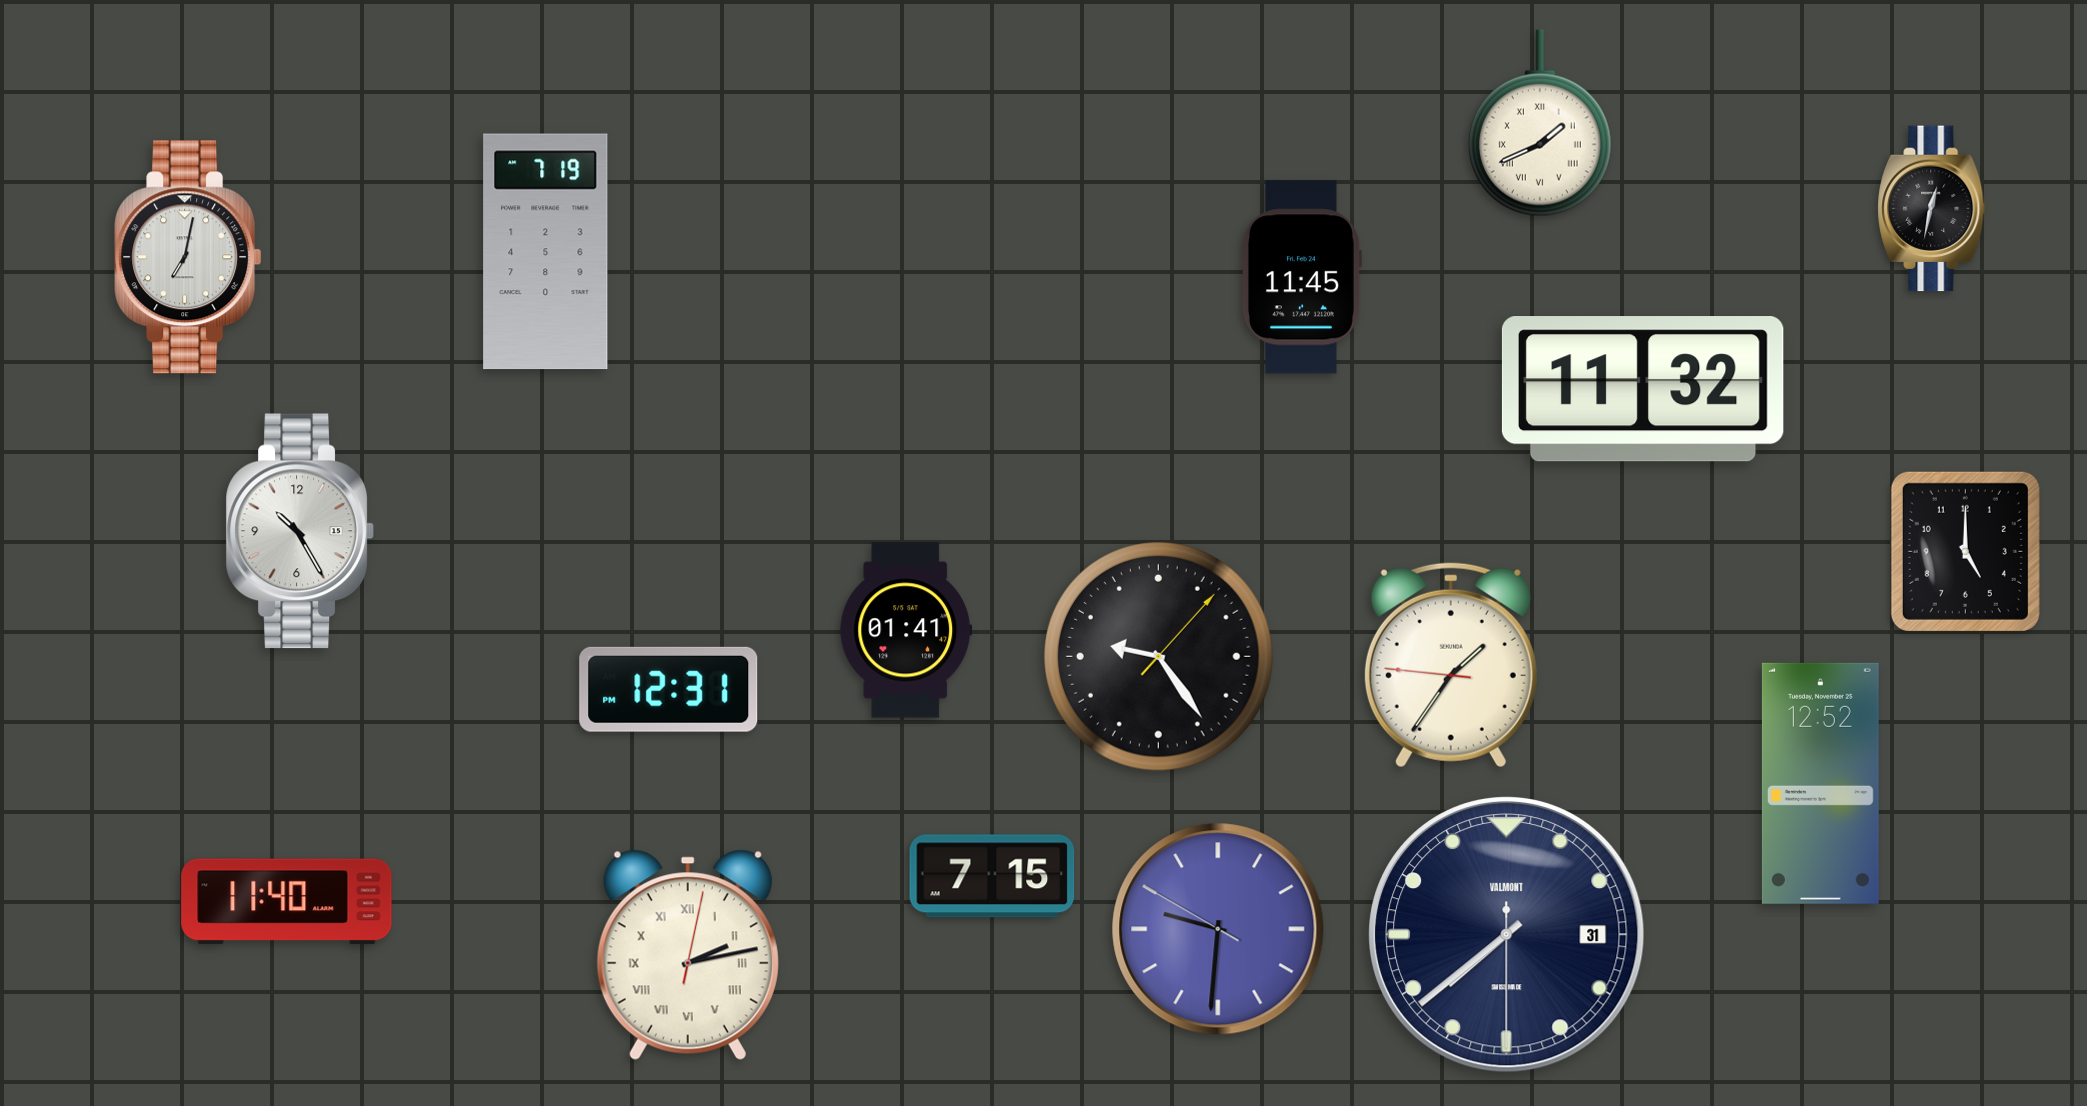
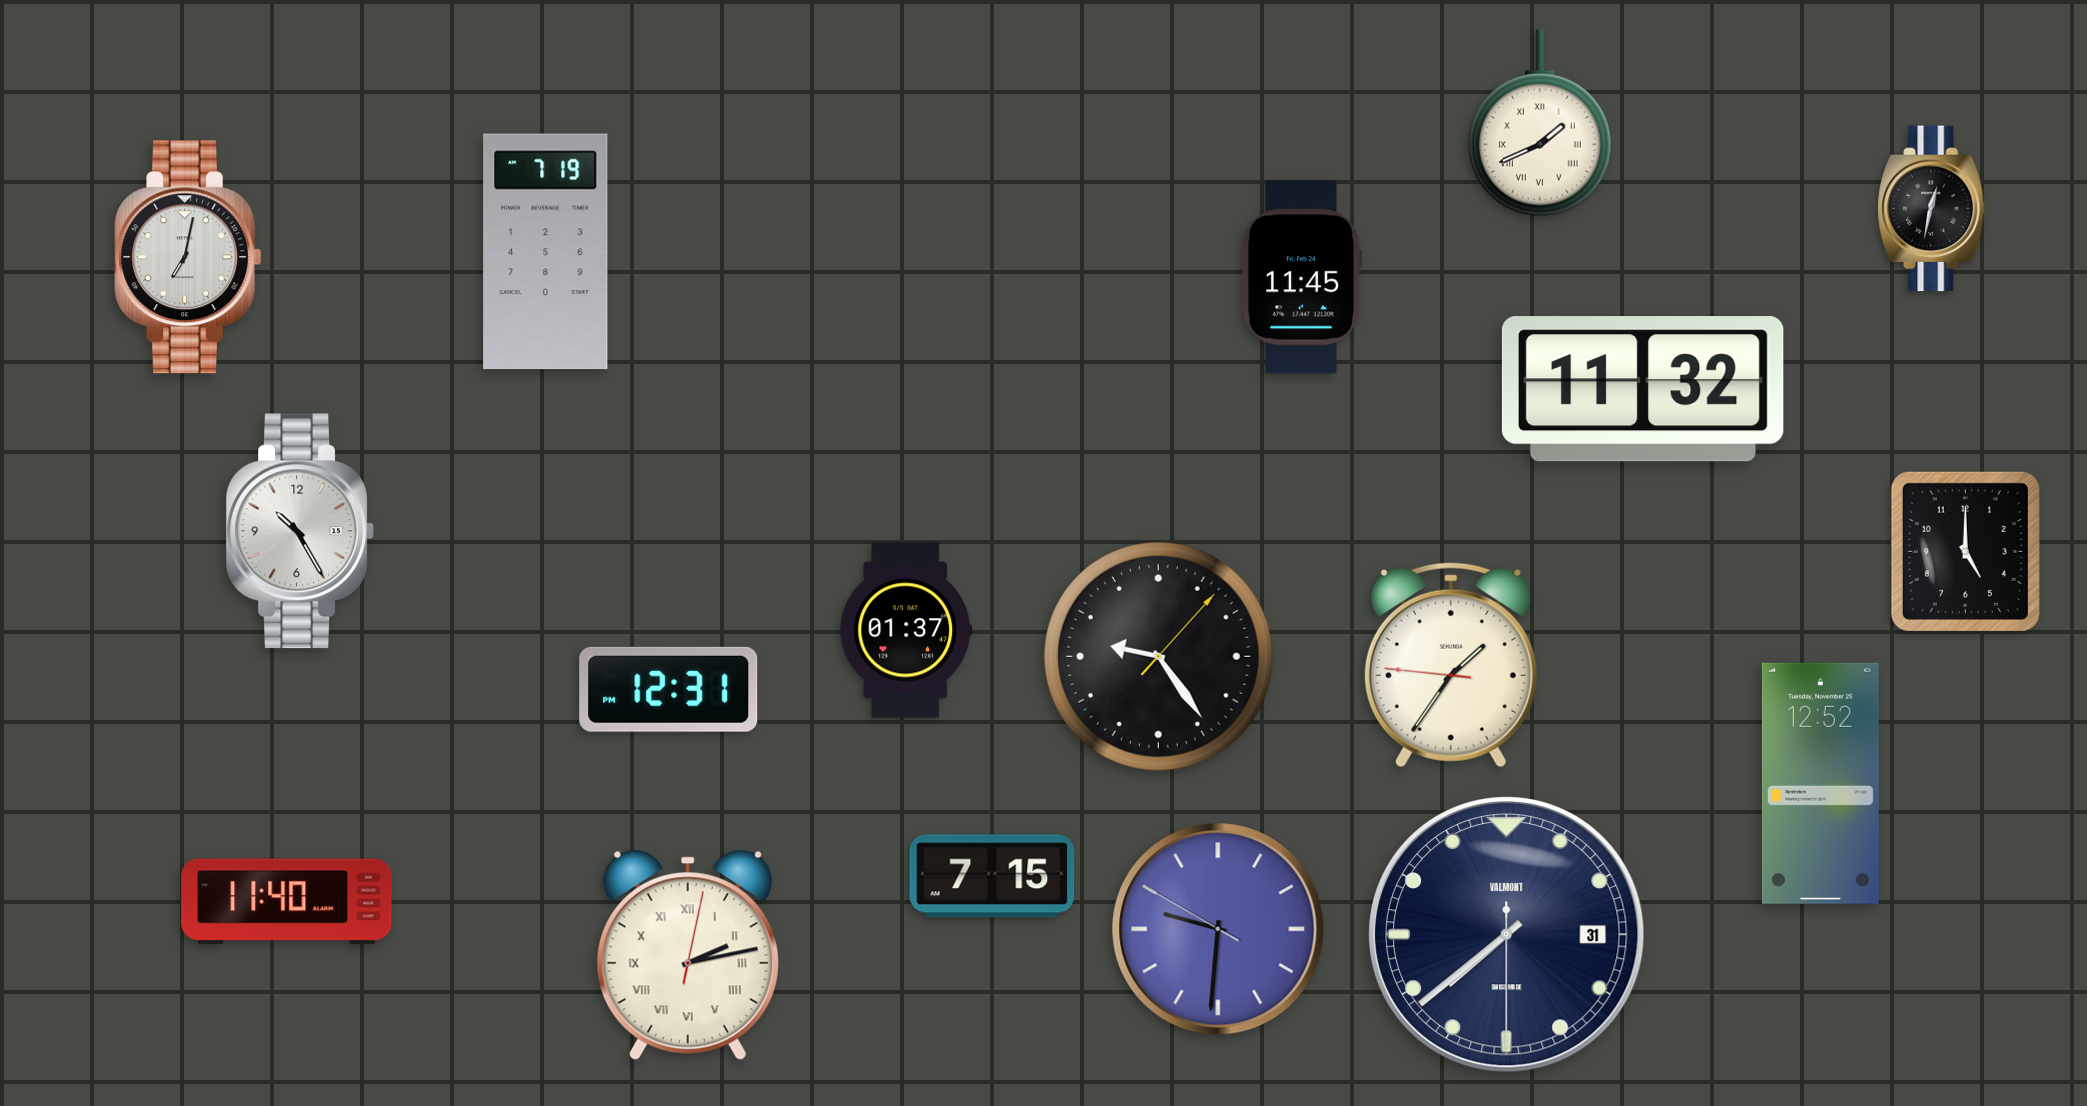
clock at (906, 630): 01:41 -> 01:37
